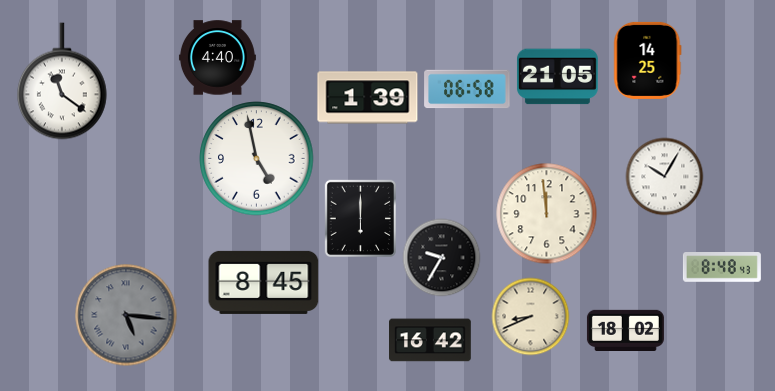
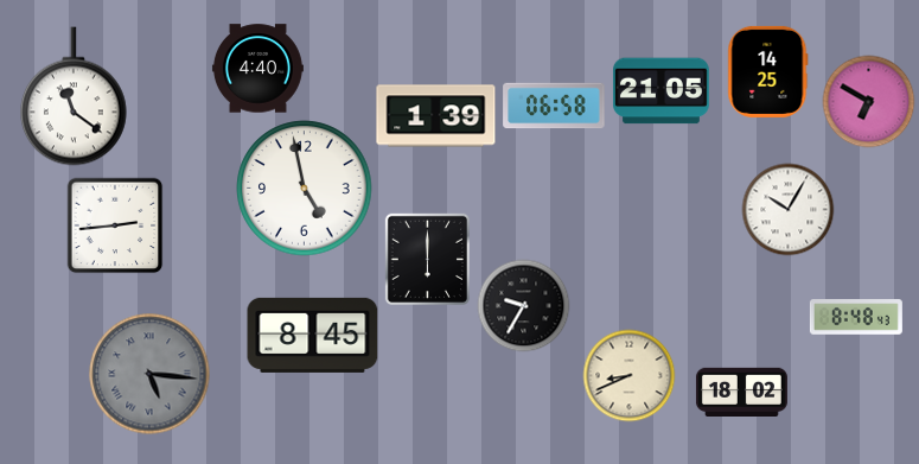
clock at (868, 101): none -> 6:50
clock at (115, 225): none -> 2:44
clock at (547, 214): 11:59 -> none
clock at (431, 340): 16:42 -> none
